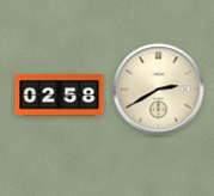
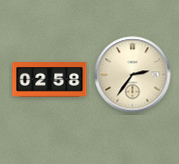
clock at (159, 90): 2:40 -> 2:36
